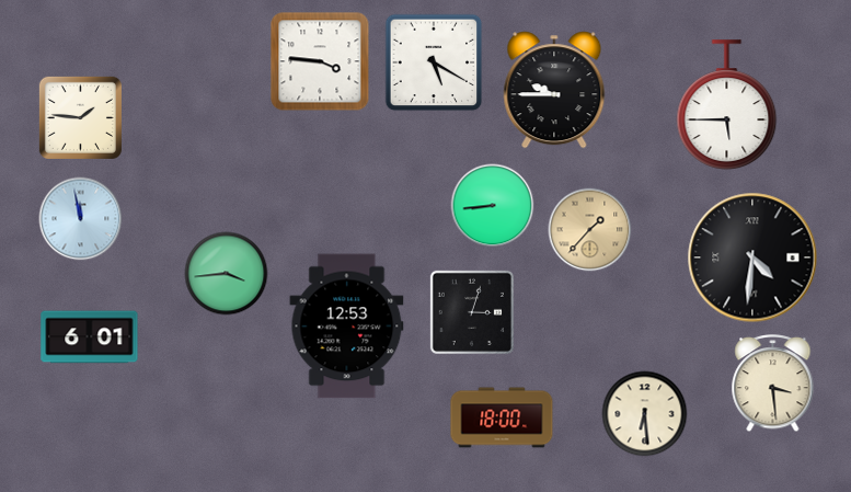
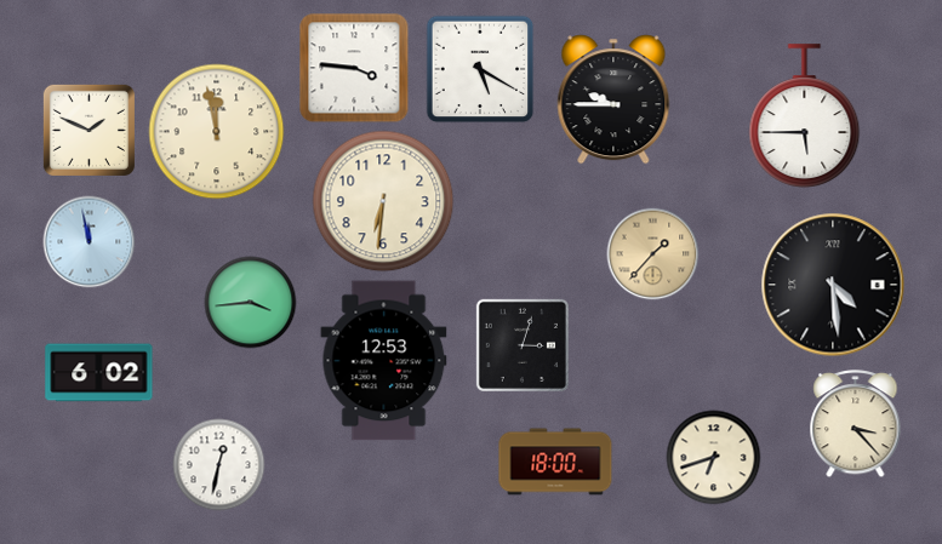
clock at (80, 117): 1:46 -> 1:49
clock at (217, 132): none -> 11:58
clock at (383, 201): none -> 6:31
clock at (493, 206): 8:44 -> none
clock at (752, 258): 4:31 -> 4:29
clock at (90, 337): 6:01 -> 6:02
clock at (773, 384): 3:29 -> 3:23
clock at (645, 414): 6:29 -> 6:42
clock at (219, 465): none -> 12:32
